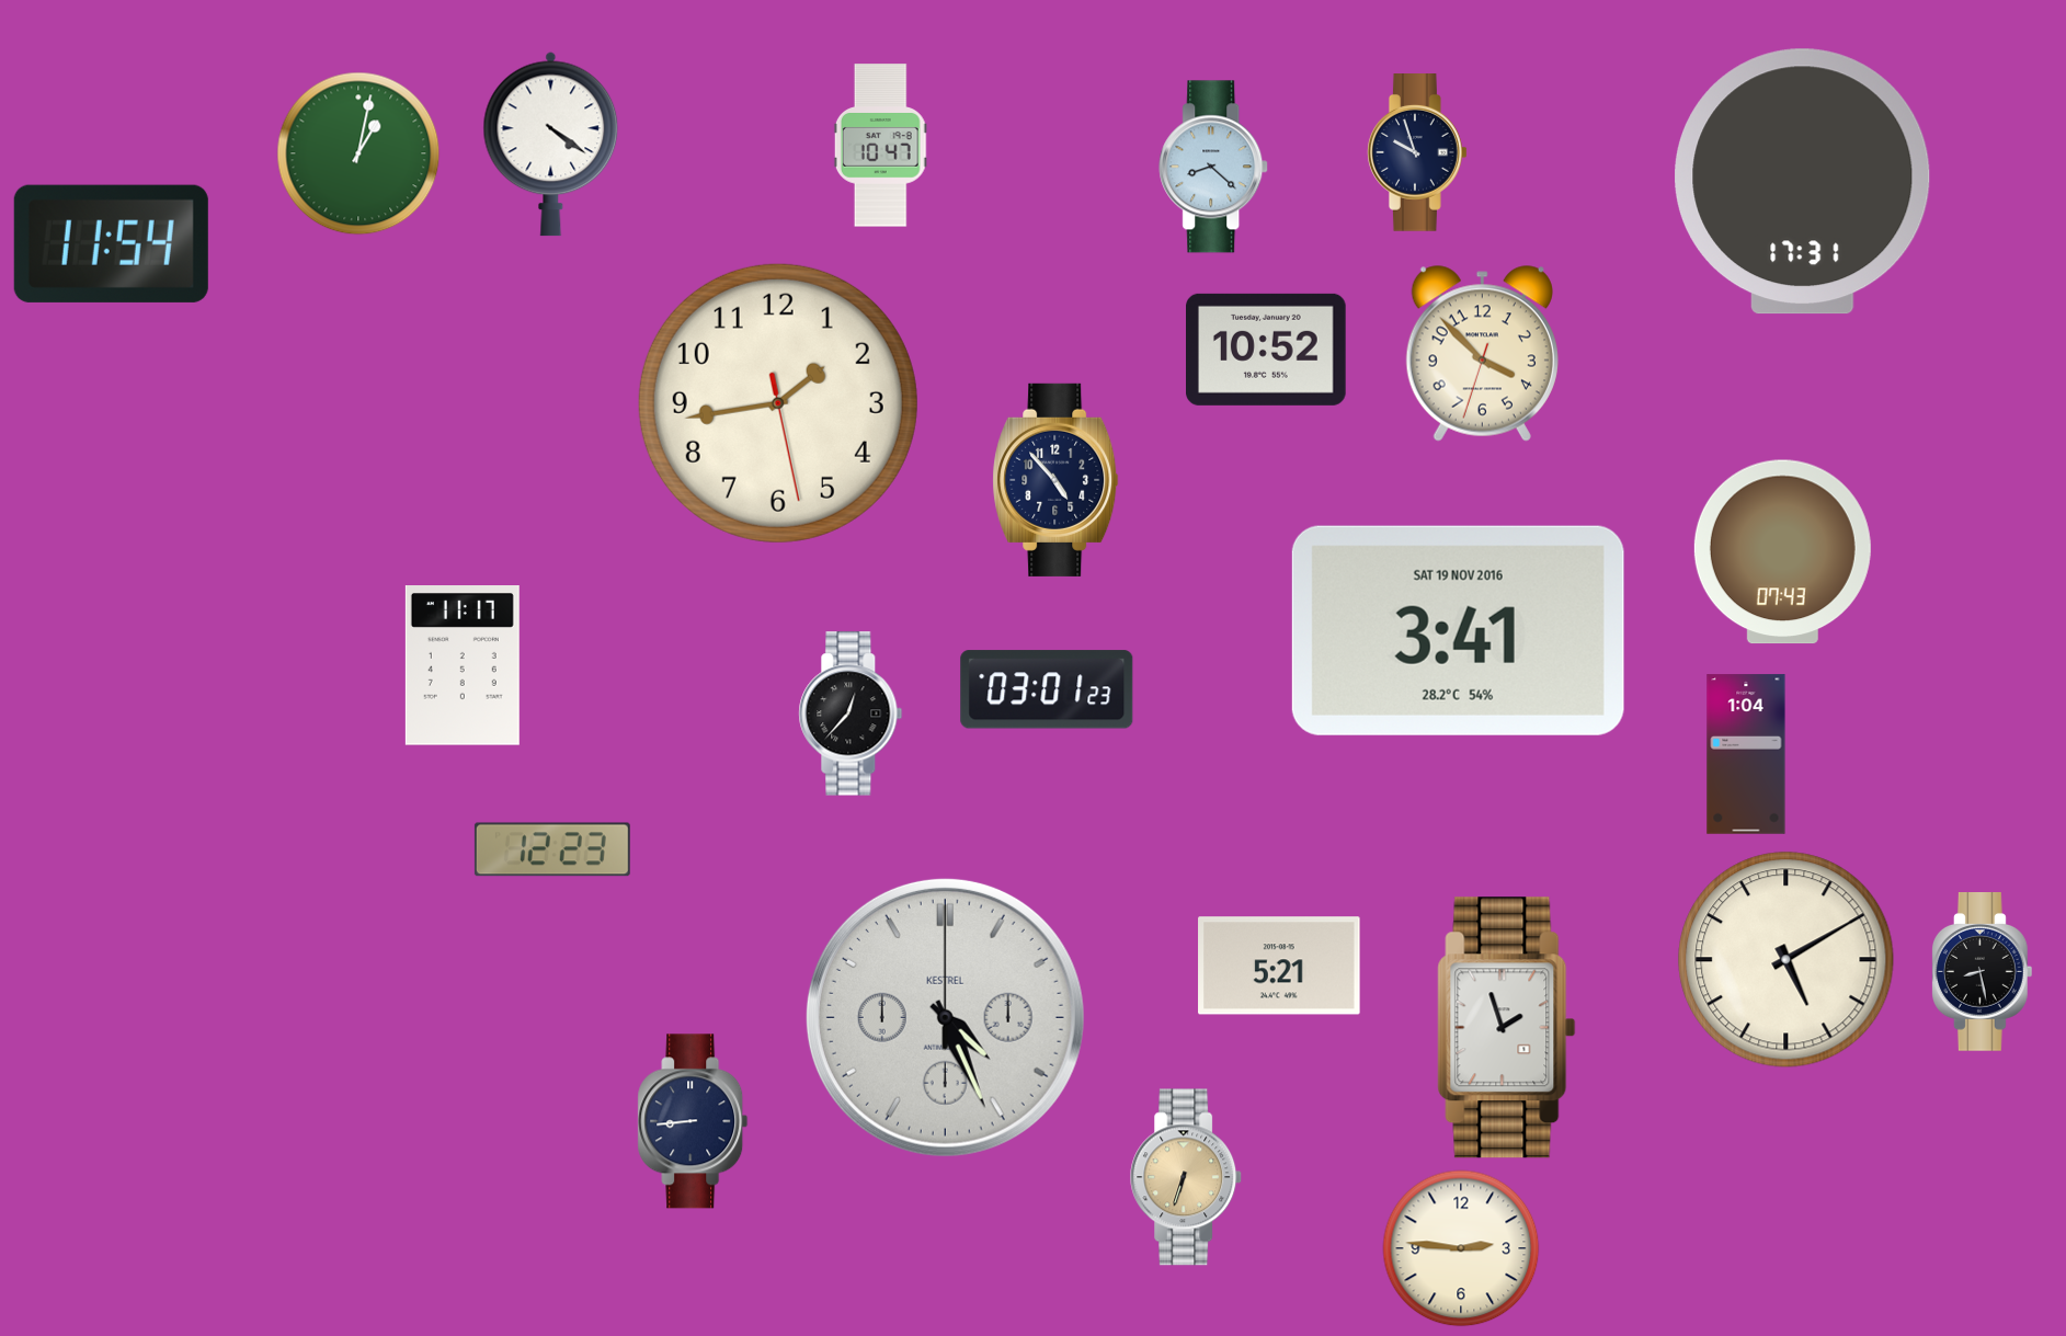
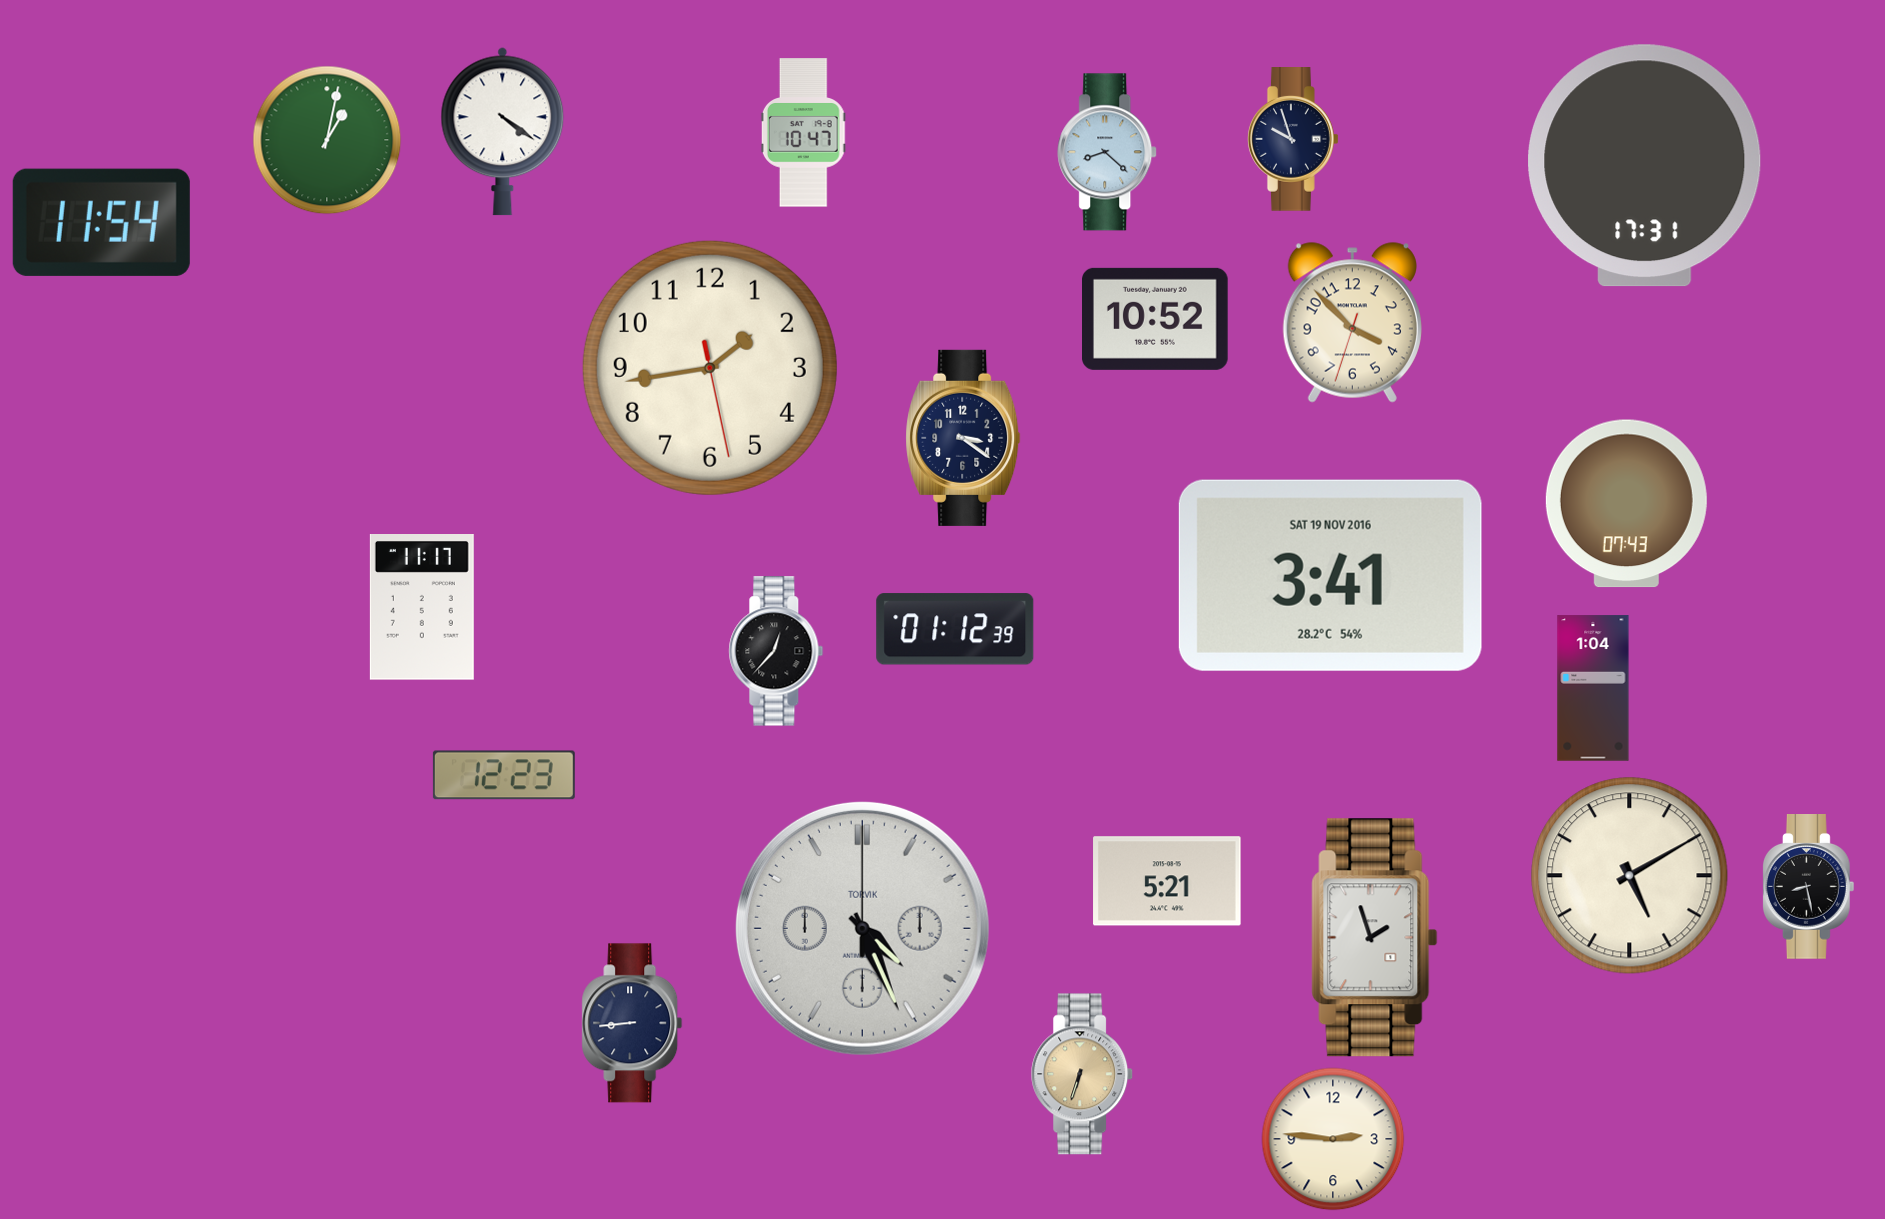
clock at (1055, 480): 4:53 -> 3:21
clock at (1047, 689): 03:01 -> 01:12
clock at (945, 1017) brand: KESTREL -> TORVIK
